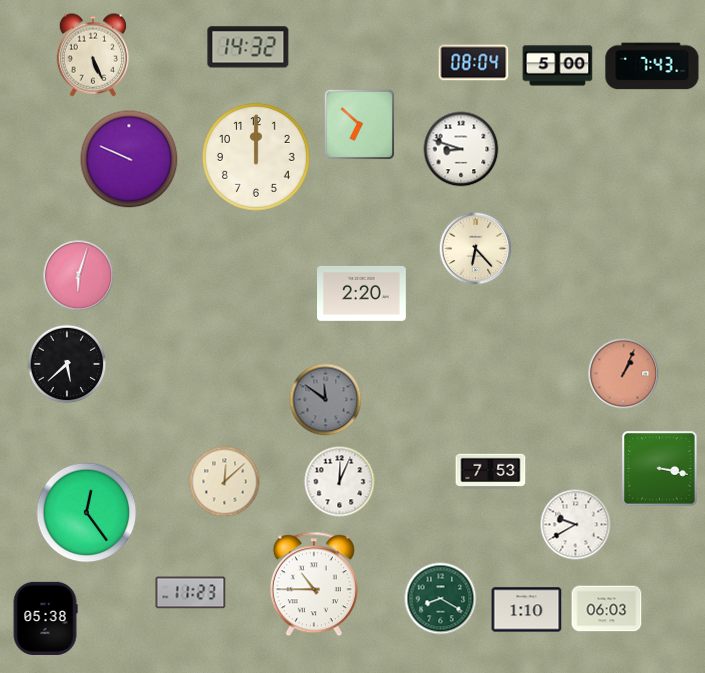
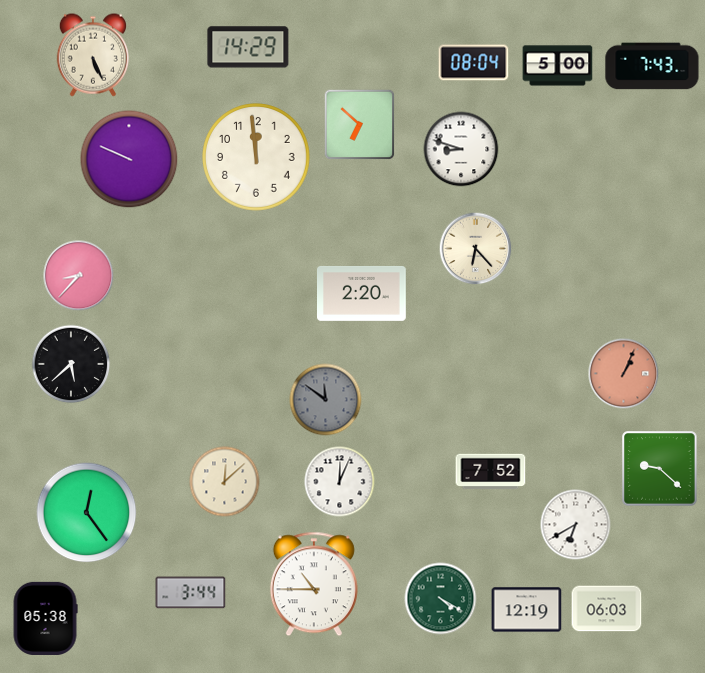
clock at (248, 47): 14:32 -> 14:29
clock at (257, 158): 12:00 -> 11:59
clock at (79, 276): 6:03 -> 8:37
clock at (67, 364) position: (67, 364) -> (71, 364)
clock at (660, 469): 3:17 -> 9:22
clock at (491, 472): 7:53 -> 7:52
clock at (576, 525): 9:40 -> 6:40
clock at (191, 593): 11:23 -> 3:44
clock at (441, 599): 8:20 -> 4:20
clock at (527, 610): 1:10 -> 12:19
